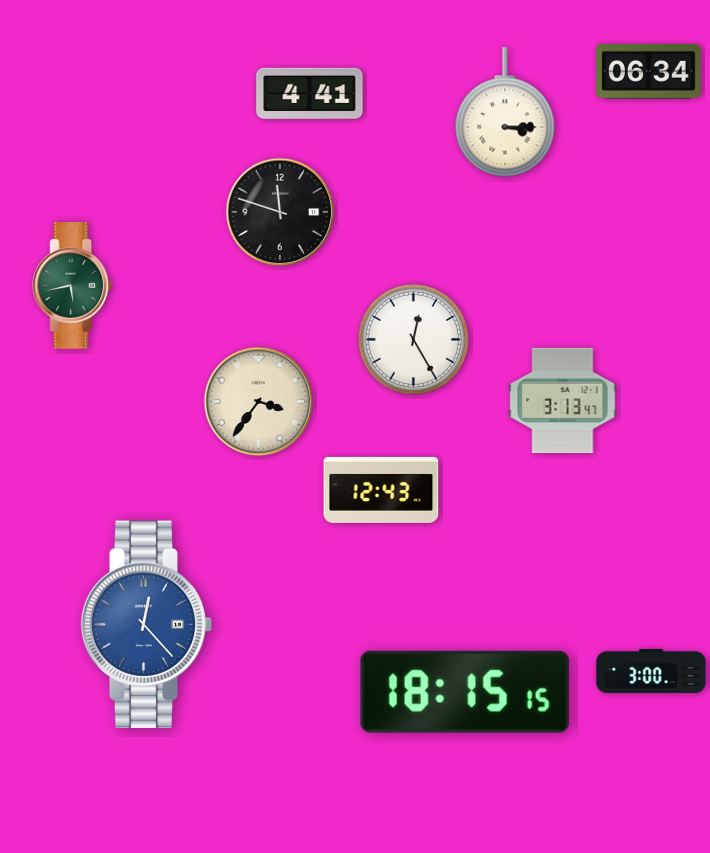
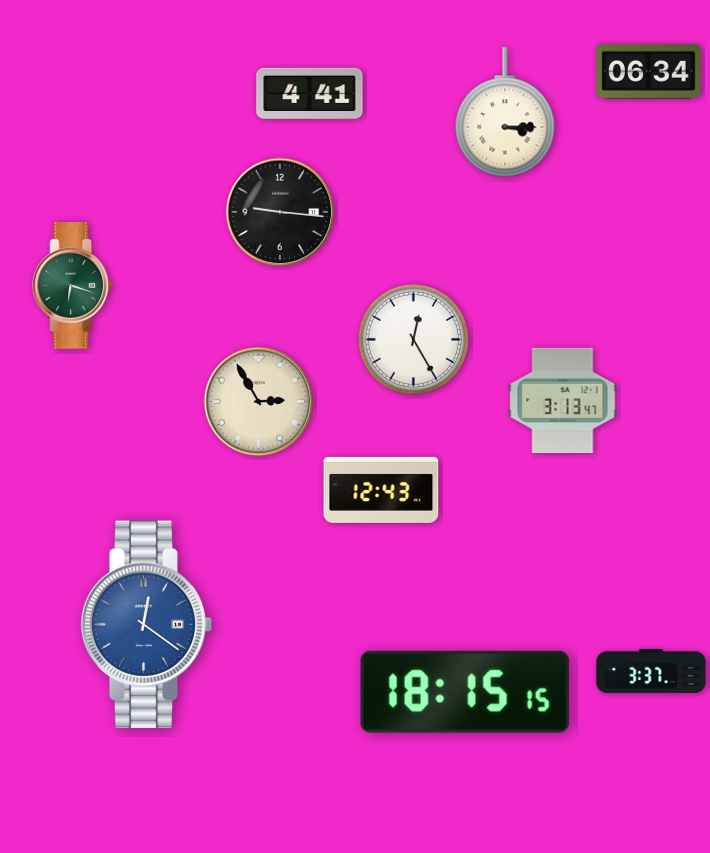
clock at (280, 212): 11:48 -> 9:16
clock at (73, 286): 5:43 -> 6:18
clock at (259, 402): 3:36 -> 2:55
clock at (147, 625): 12:23 -> 12:21
clock at (651, 671): 3:00 -> 3:37
